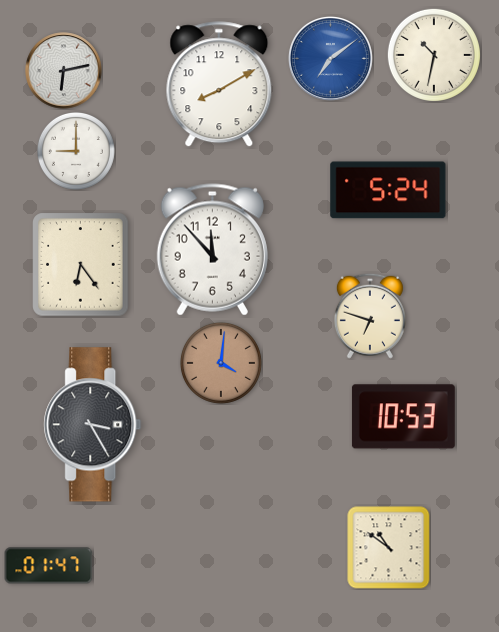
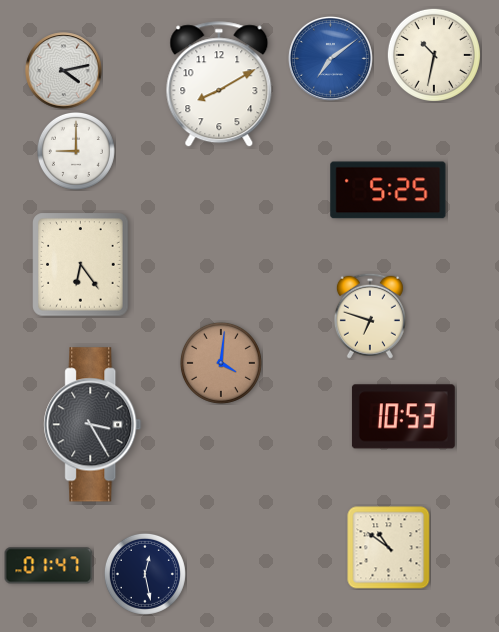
clock at (64, 71): 6:13 -> 4:13
clock at (388, 190): 5:24 -> 5:25
clock at (212, 250): 11:53 -> none
clock at (145, 574): none -> 12:28
